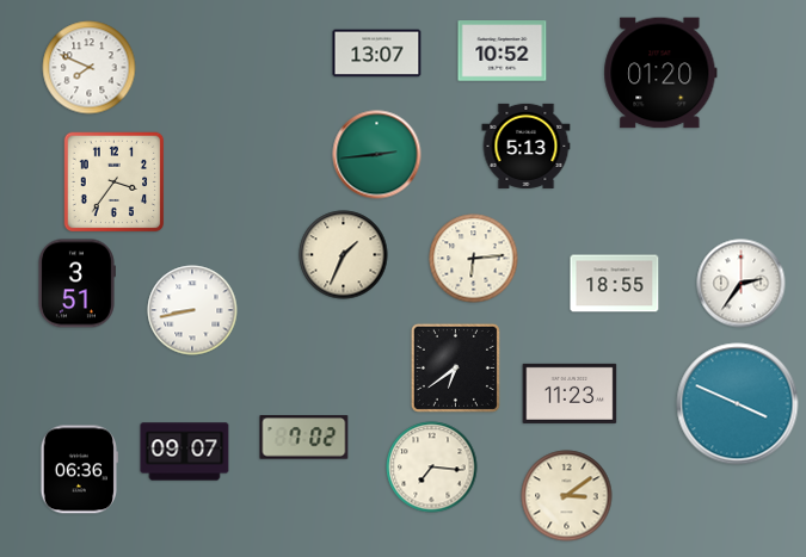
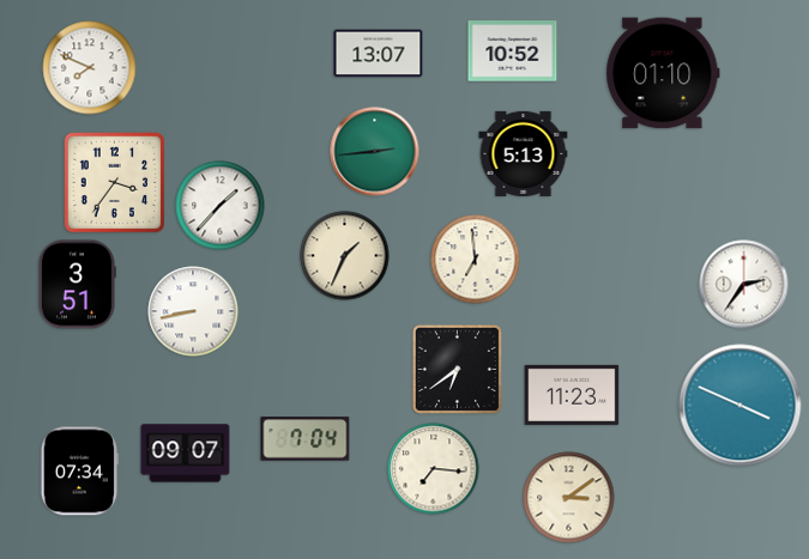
clock at (503, 51) position: (503, 51) -> (513, 51)
clock at (660, 73): 01:20 -> 01:10
clock at (527, 146) position: (527, 146) -> (524, 153)
clock at (377, 155) position: (377, 155) -> (375, 152)
clock at (221, 206): none -> 1:37
clock at (474, 259): 6:14 -> 6:59
clock at (615, 284): 18:55 -> none
clock at (304, 438): 7:02 -> 7:04
clock at (79, 470): 06:36 -> 07:34
